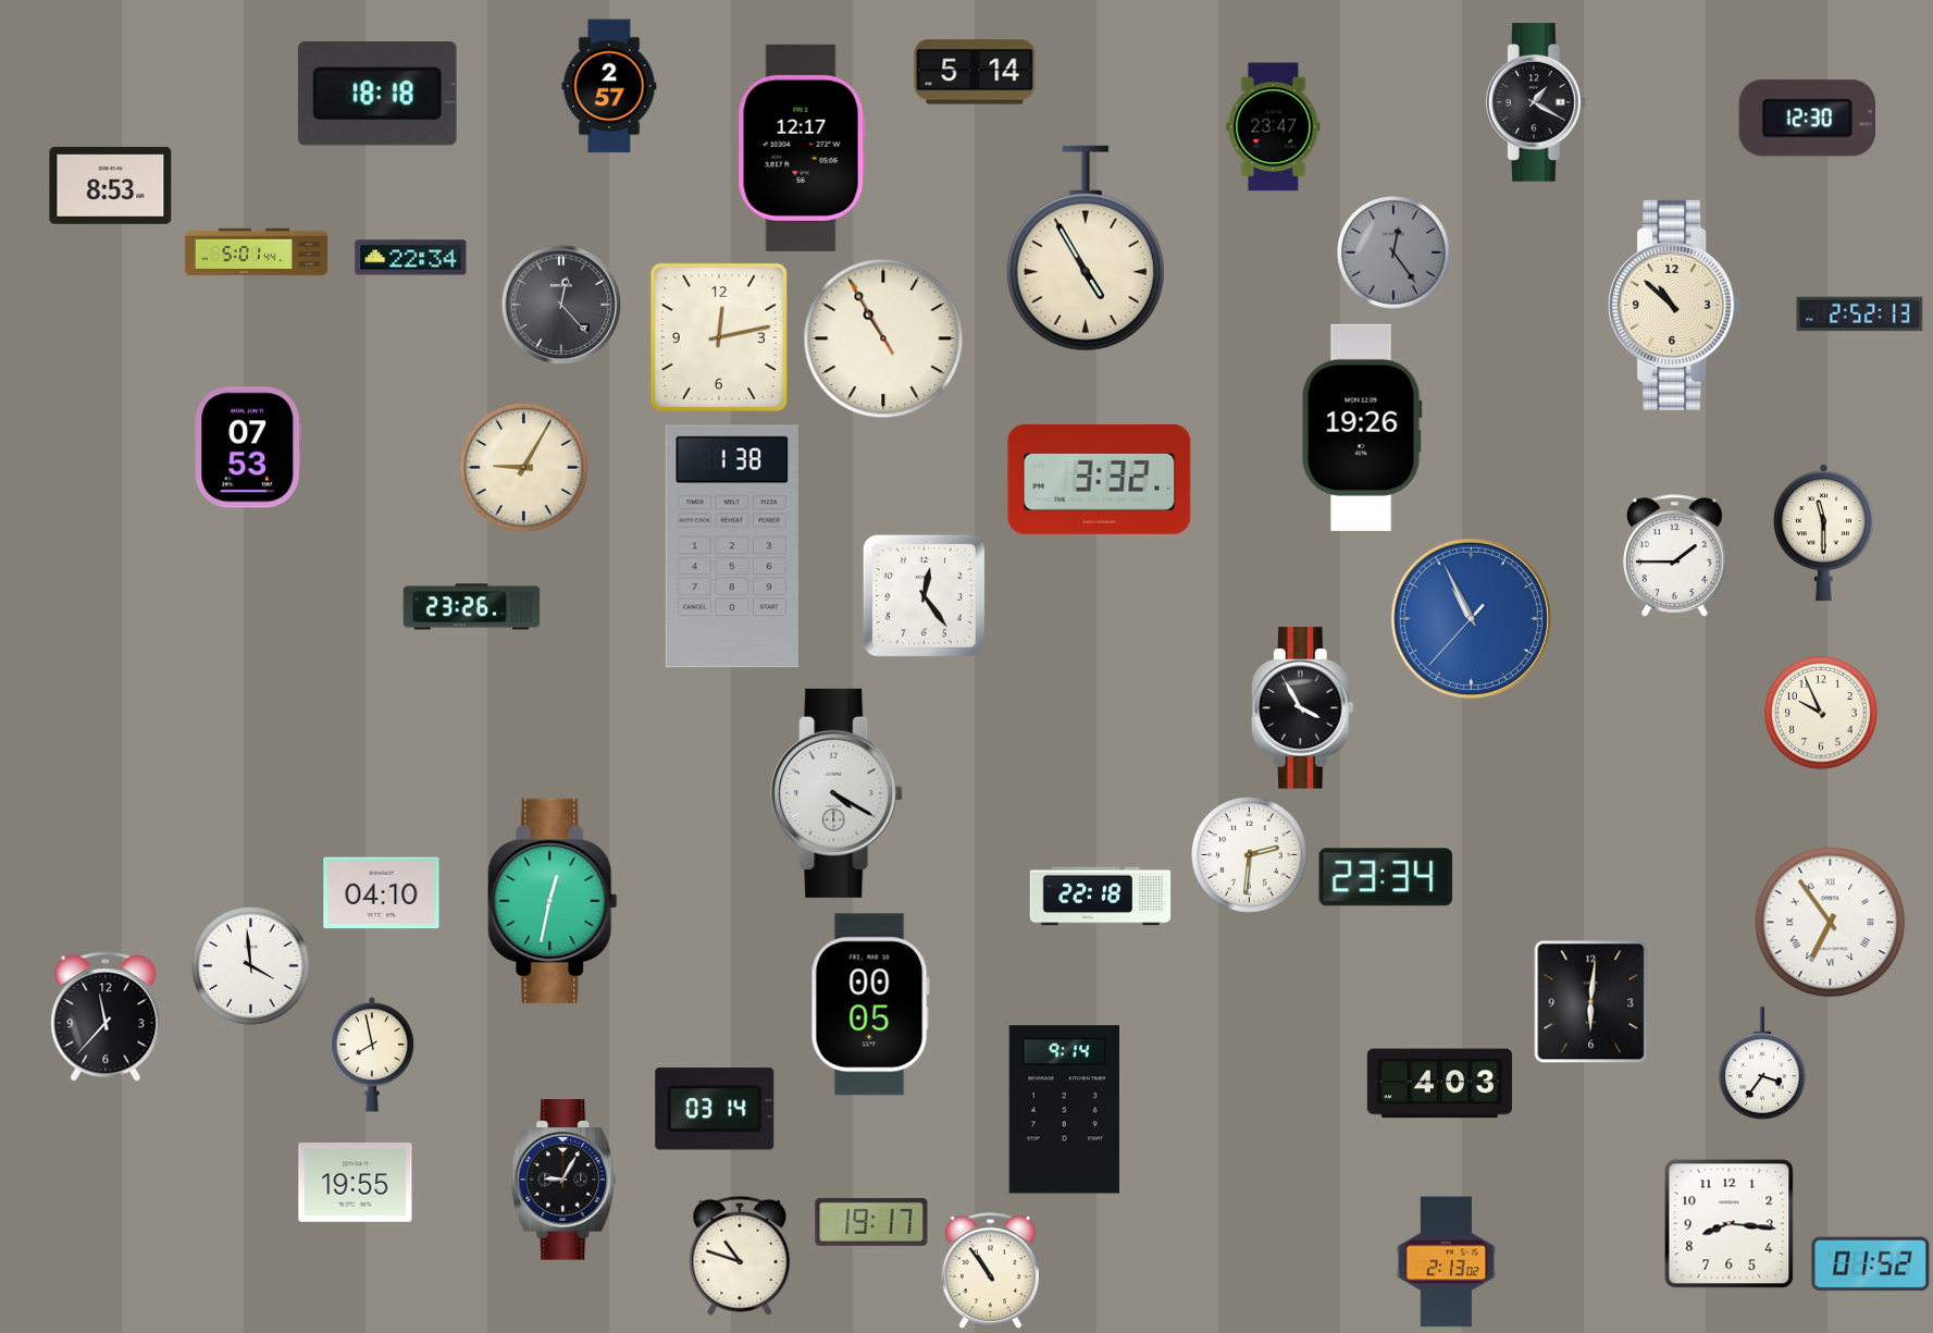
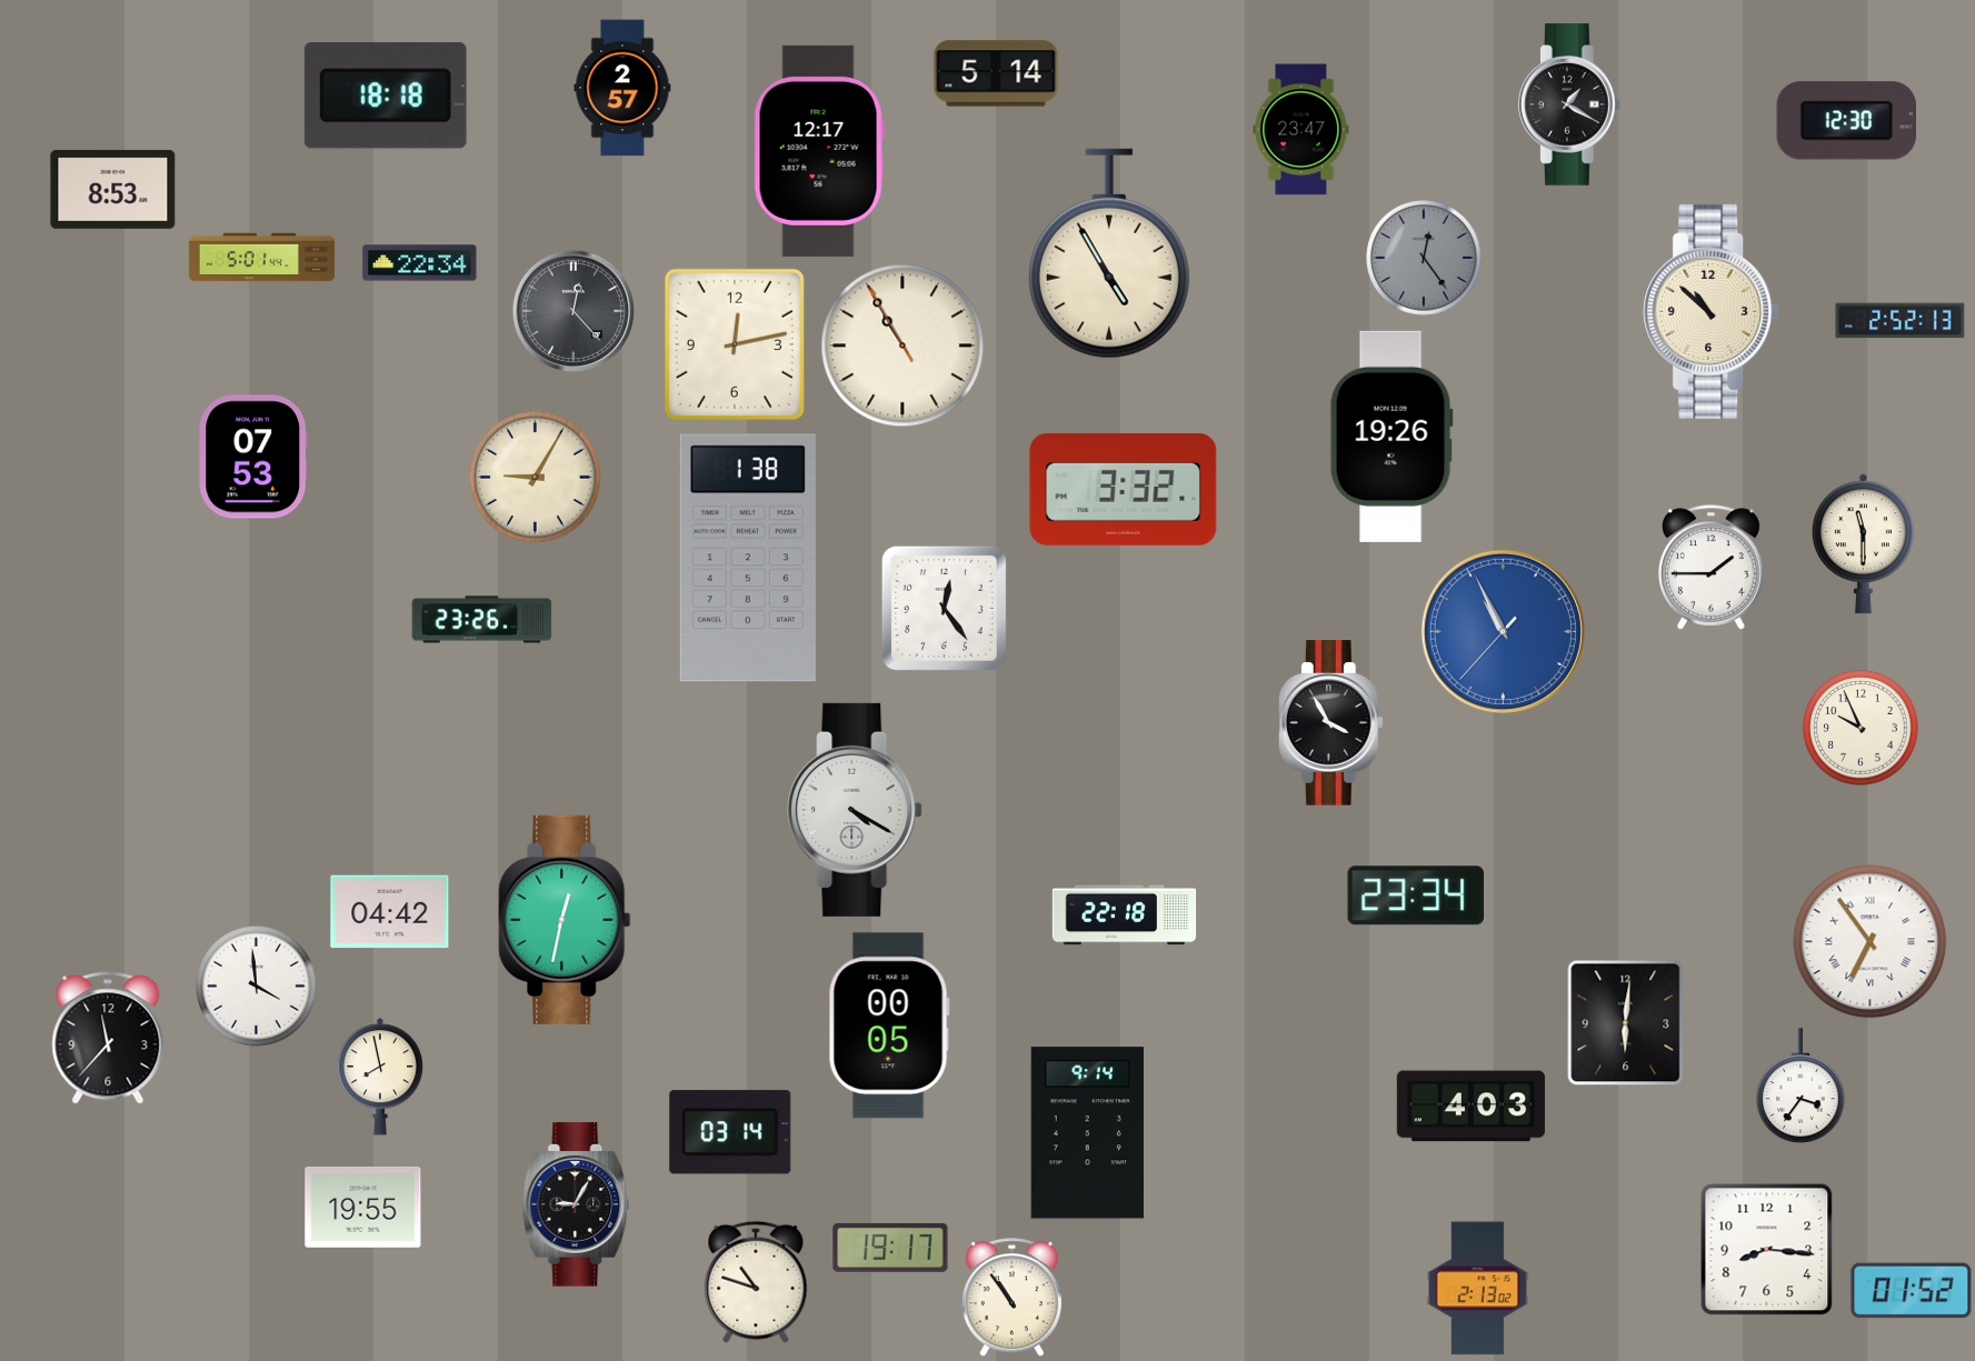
clock at (1250, 855): 2:31 -> none
clock at (382, 893): 04:10 -> 04:42
